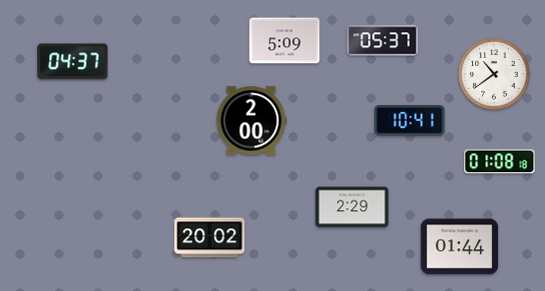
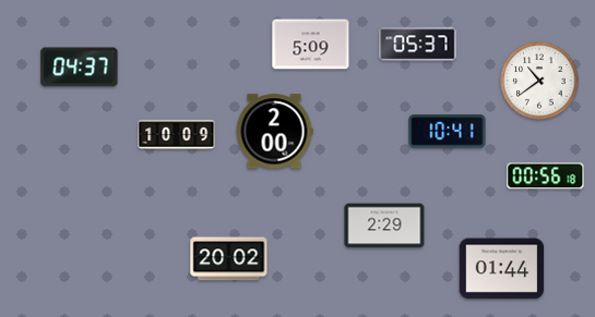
clock at (177, 135): none -> 10:09
clock at (500, 162): 01:08 -> 00:56
